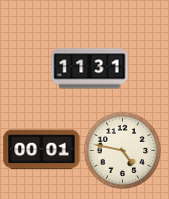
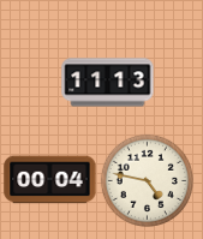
clock at (90, 69): 11:31 -> 11:13
clock at (42, 150): 00:01 -> 00:04
